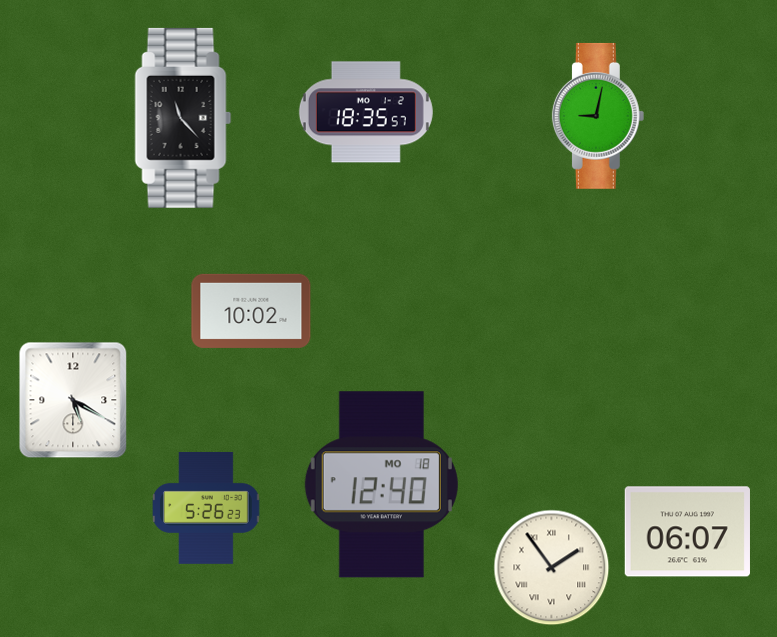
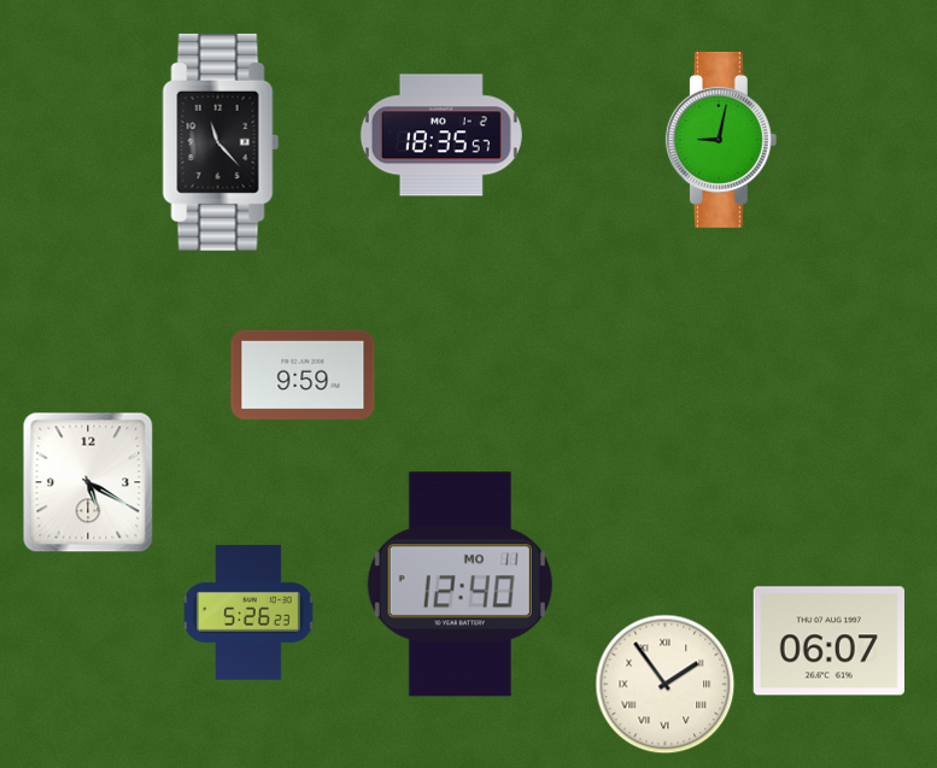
clock at (251, 311): 10:02 -> 9:59
clock at (381, 485) date: MO 18 -> MO 11
